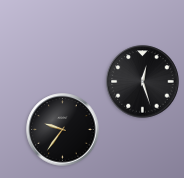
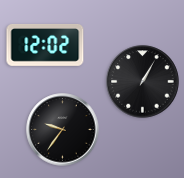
clock at (45, 45): none -> 12:02
clock at (143, 82): 12:27 -> 1:05
